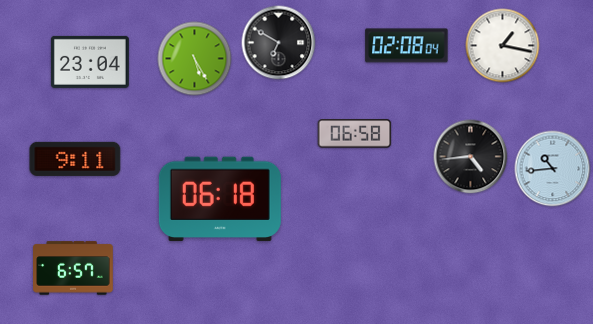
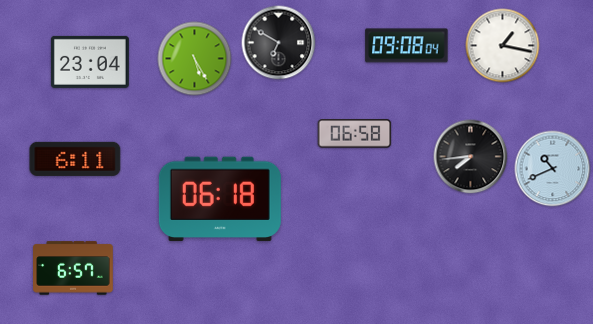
clock at (407, 46): 02:08 -> 09:08
clock at (471, 157): 4:44 -> 7:44
clock at (75, 159): 9:11 -> 6:11
clock at (553, 169): 10:44 -> 10:41
